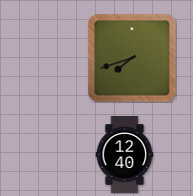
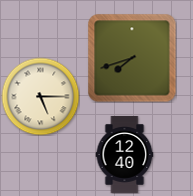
clock at (40, 96): none -> 5:15
